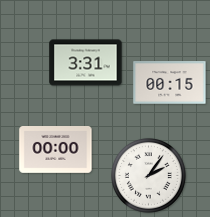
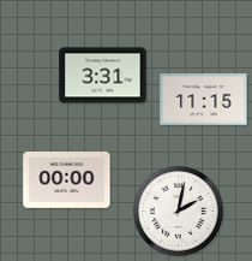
clock at (170, 83): 00:15 -> 11:15
clock at (148, 175): 2:06 -> 2:02
